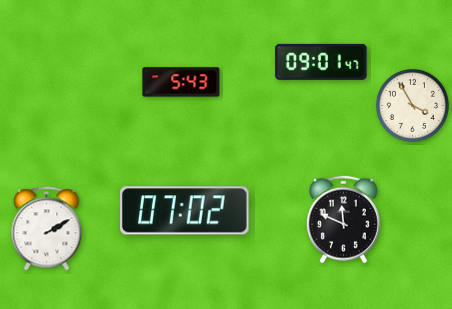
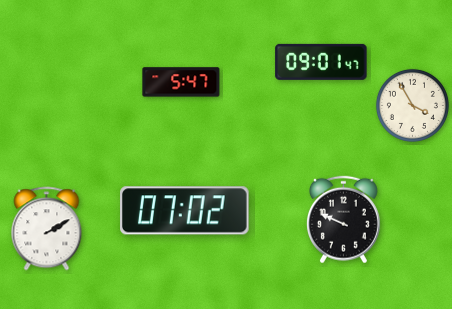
clock at (181, 82): 5:43 -> 5:47
clock at (343, 220): 11:49 -> 9:49
